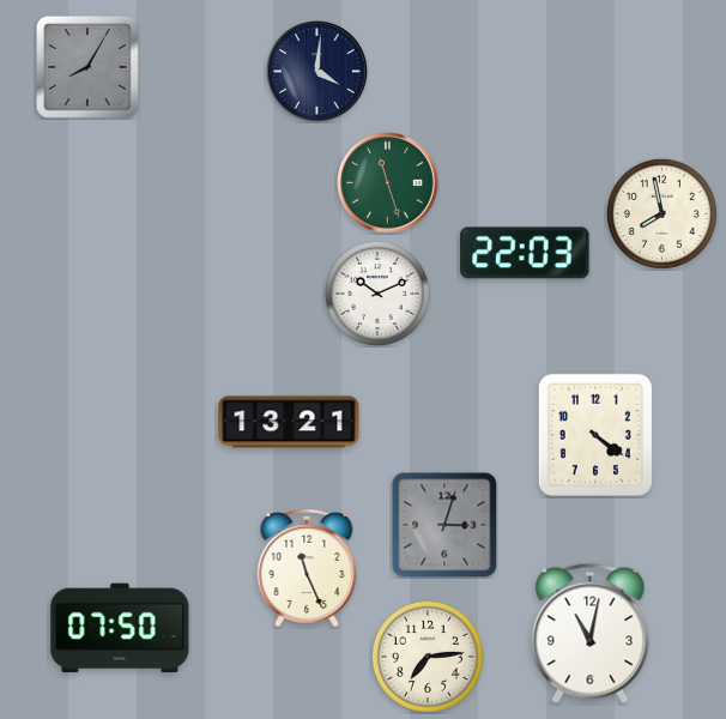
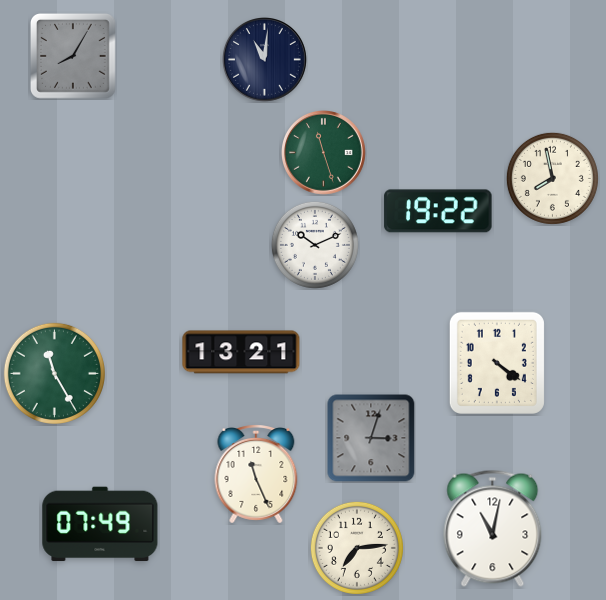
clock at (317, 72): 4:01 -> 11:01
clock at (525, 253): 22:03 -> 19:22
clock at (54, 373): none -> 11:25
clock at (120, 628): 07:50 -> 07:49
